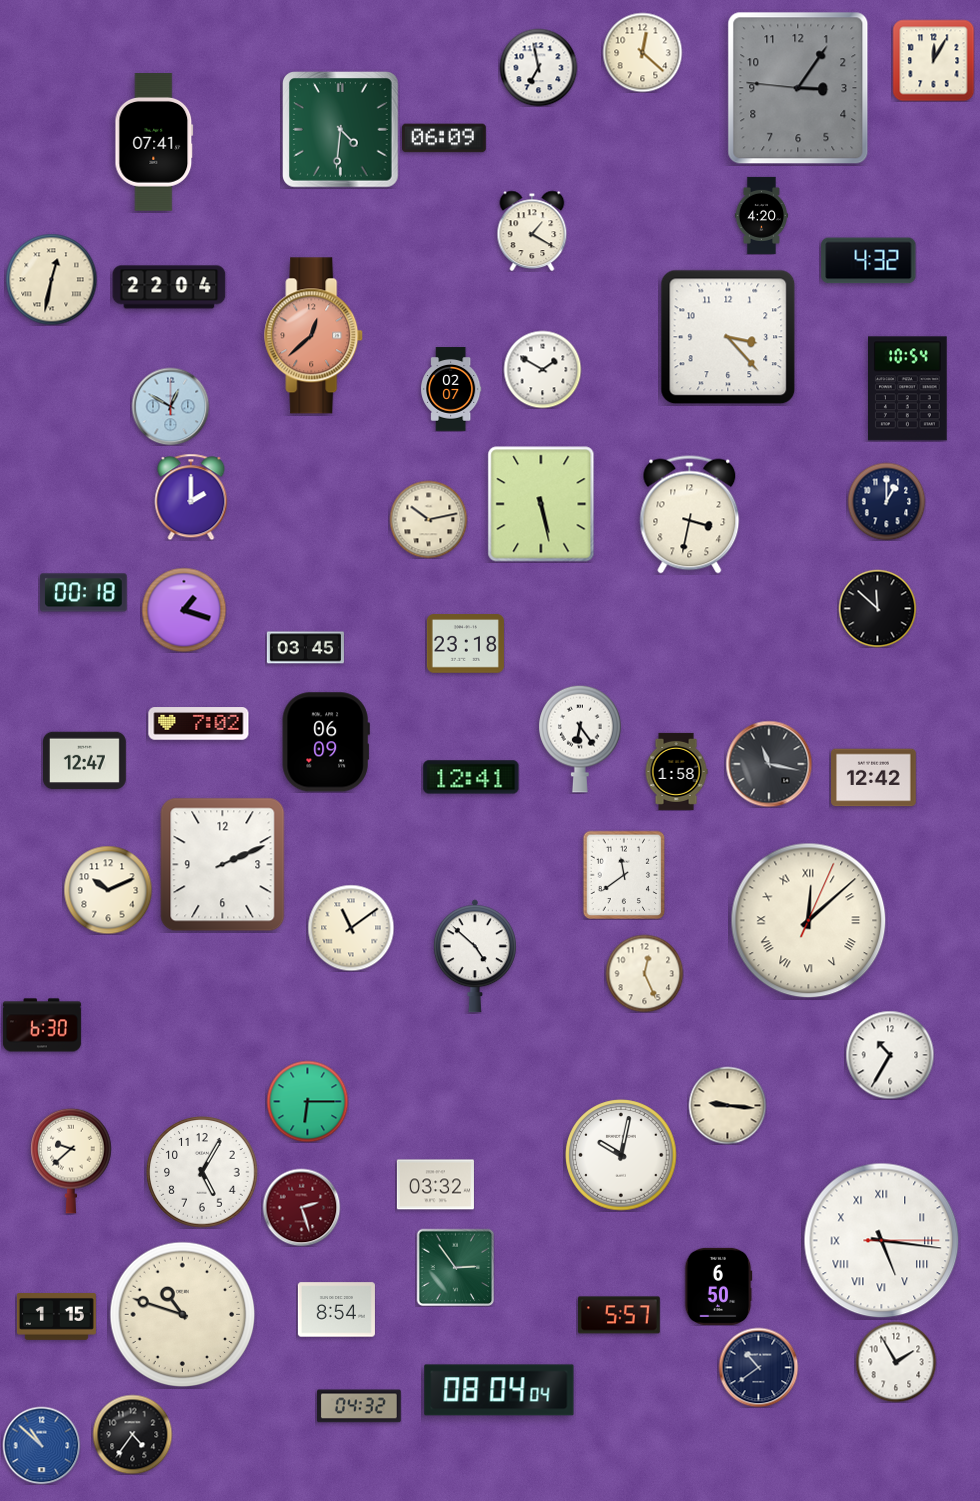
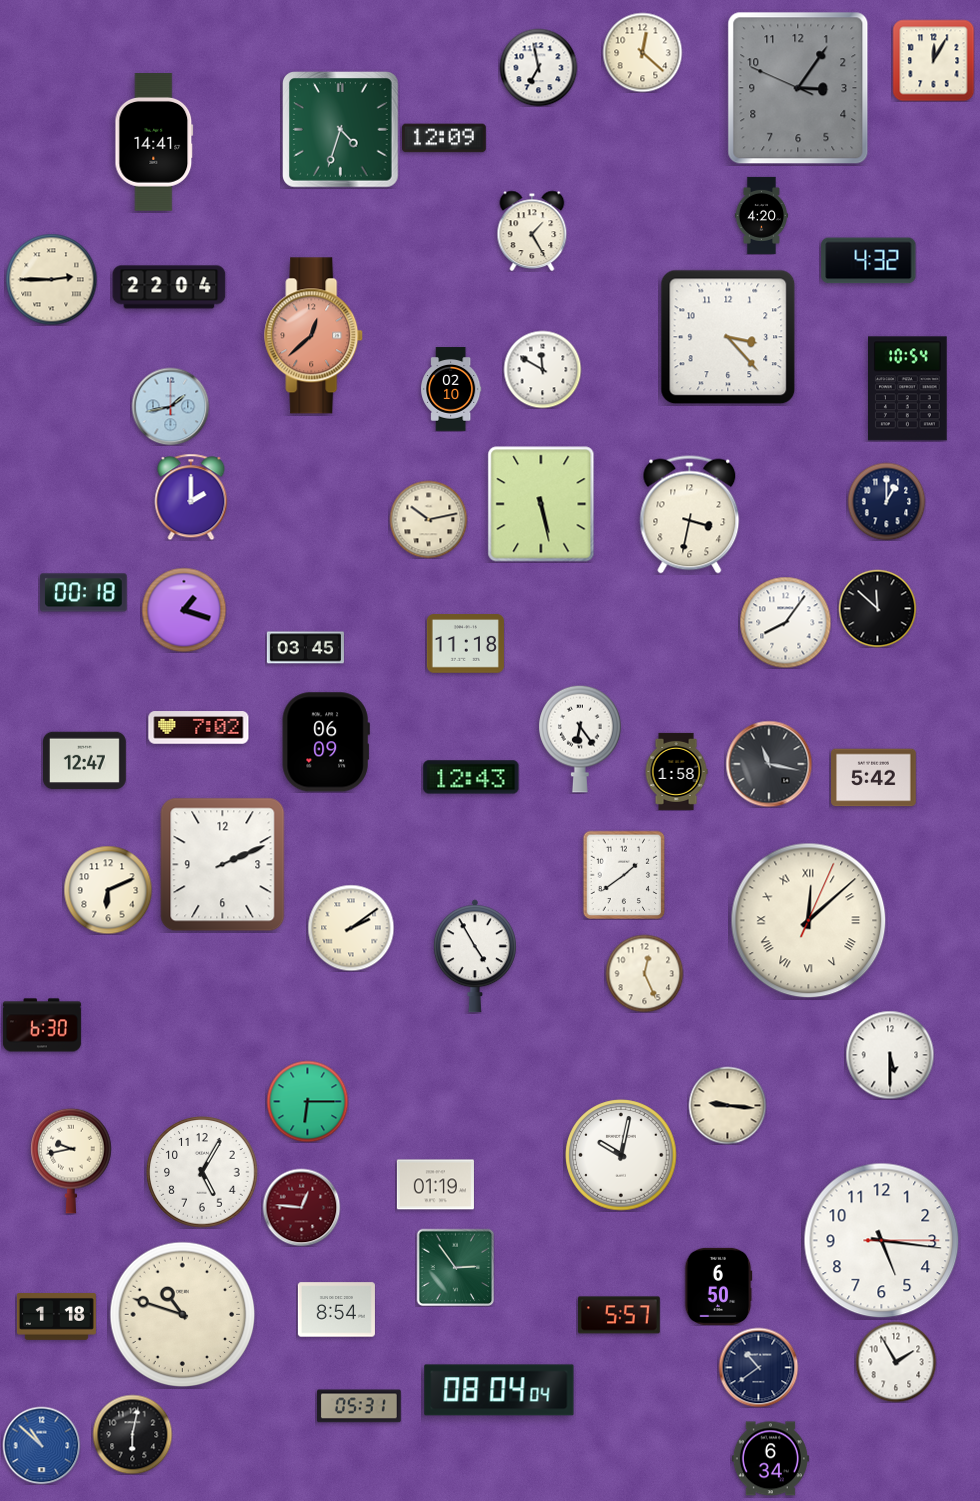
clock at (798, 88): 3:05:46 -> 3:05:49
clock at (341, 130): 4:31 -> 4:33
clock at (445, 138): 06:09 -> 12:09
clock at (154, 142): 07:41 -> 14:41
clock at (532, 231): 1:20 -> 1:25
clock at (51, 279): 12:32 -> 2:45
clock at (542, 369): 1:50 -> 11:50
clock at (452, 389): 02:07 -> 02:10
clock at (170, 406): 12:50 -> 1:43
clock at (785, 622): none -> 8:06
clock at (465, 644): 23:18 -> 11:18
clock at (199, 724) position: (199, 724) -> (199, 728)
clock at (471, 777): 12:41 -> 12:43
clock at (874, 778): 12:42 -> 5:42
clock at (624, 875): 11:39 -> 1:39
clock at (108, 890): 10:11 -> 6:11
clock at (351, 928): 11:09 -> 2:09
clock at (475, 956): 4:52 -> 4:55
clock at (890, 1055): 10:35 -> 5:30
clock at (71, 1161): 9:38 -> 9:43
clock at (435, 1185): 03:32 -> 01:19
clock at (301, 1207): 2:27 -> 12:46
clock at (882, 1241) numerals: Roman -> Arabic
clock at (56, 1317): 1:15 -> 1:18
clock at (360, 1406): 04:32 -> 05:31
clock at (132, 1434): 4:36 -> 6:02
clock at (770, 1459): none -> 6:34
